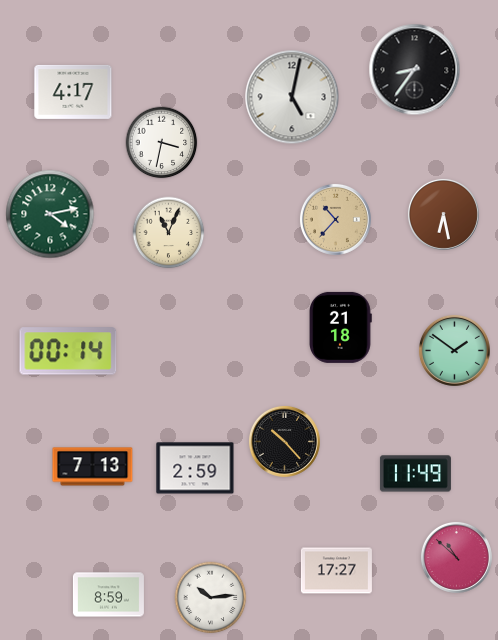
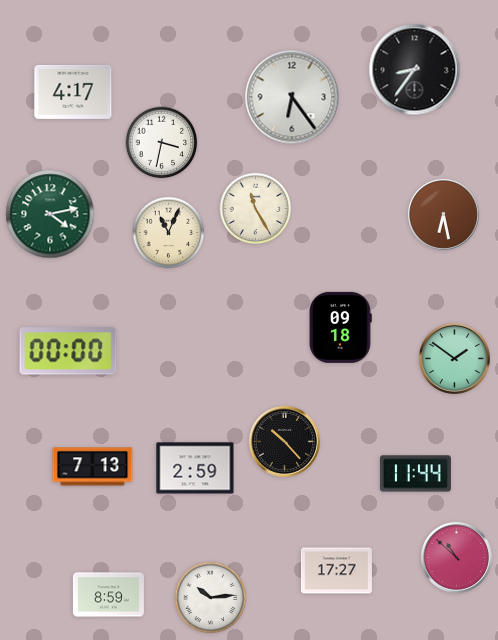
clock at (292, 97): 5:02 -> 6:24
clock at (256, 209): none -> 11:25
clock at (335, 219): 10:37 -> none
clock at (341, 327): 21:18 -> 09:18
clock at (454, 350) position: (454, 350) -> (454, 358)
clock at (68, 351): 00:14 -> 00:00
clock at (415, 474): 11:49 -> 11:44
